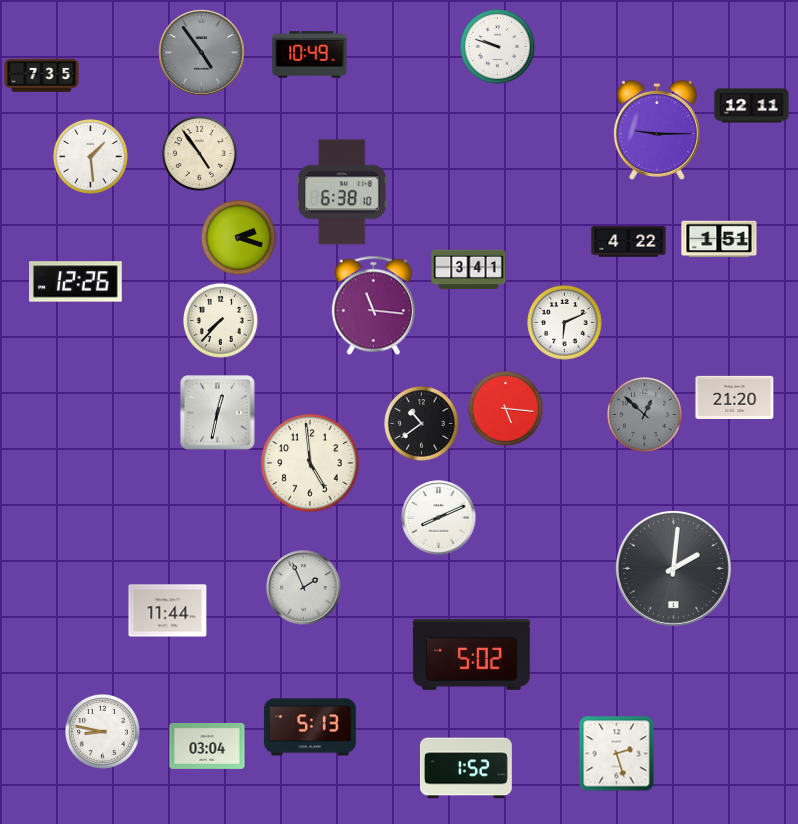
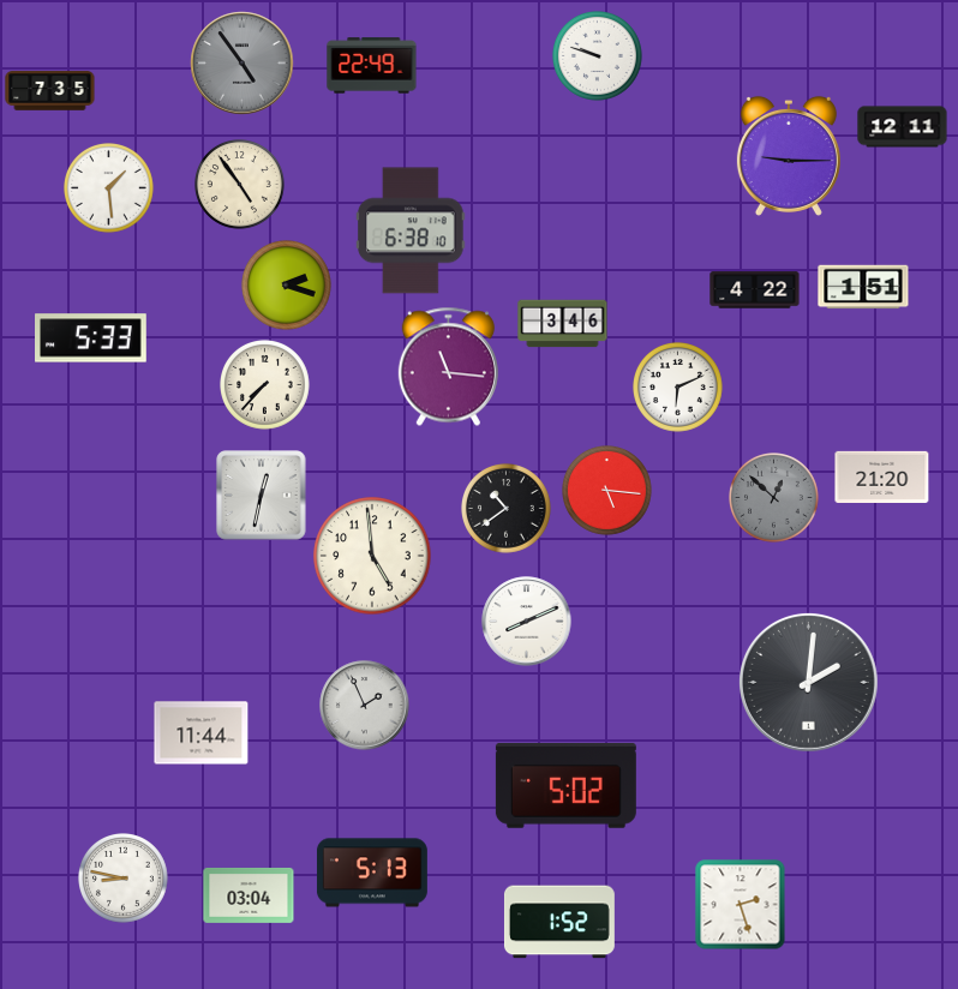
clock at (310, 55): 10:49 -> 22:49
clock at (469, 270): 3:41 -> 3:46
clock at (76, 282): 12:26 -> 5:33
